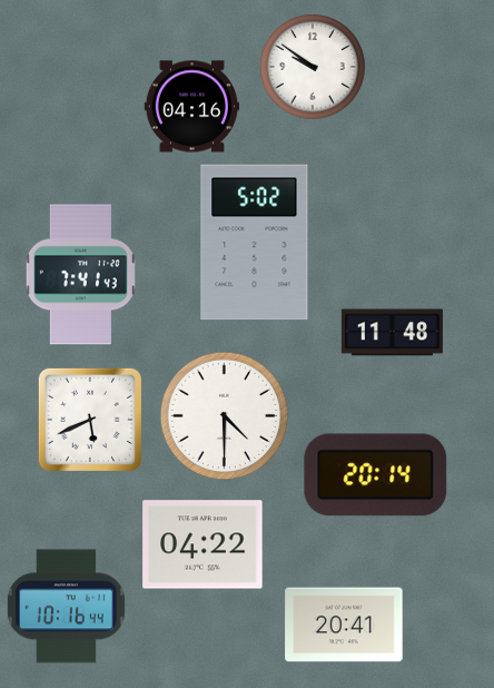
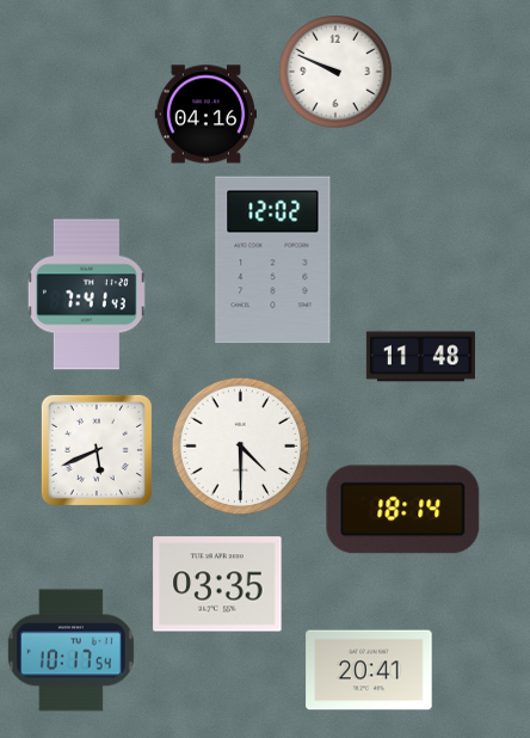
clock at (313, 67): 9:51 -> 9:49
clock at (255, 243): 5:02 -> 12:02
clock at (376, 475): 20:14 -> 18:14
clock at (202, 544): 04:22 -> 03:35
clock at (66, 607): 10:16 -> 10:17
